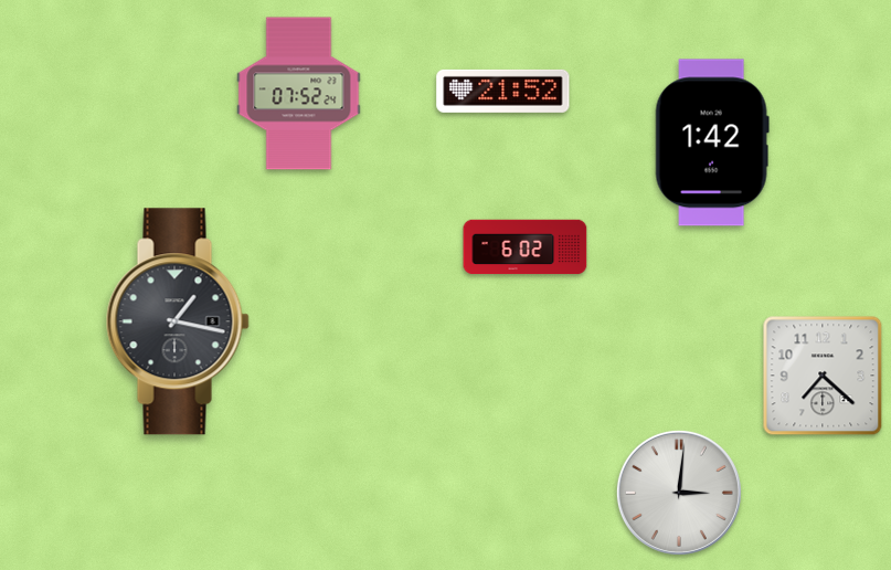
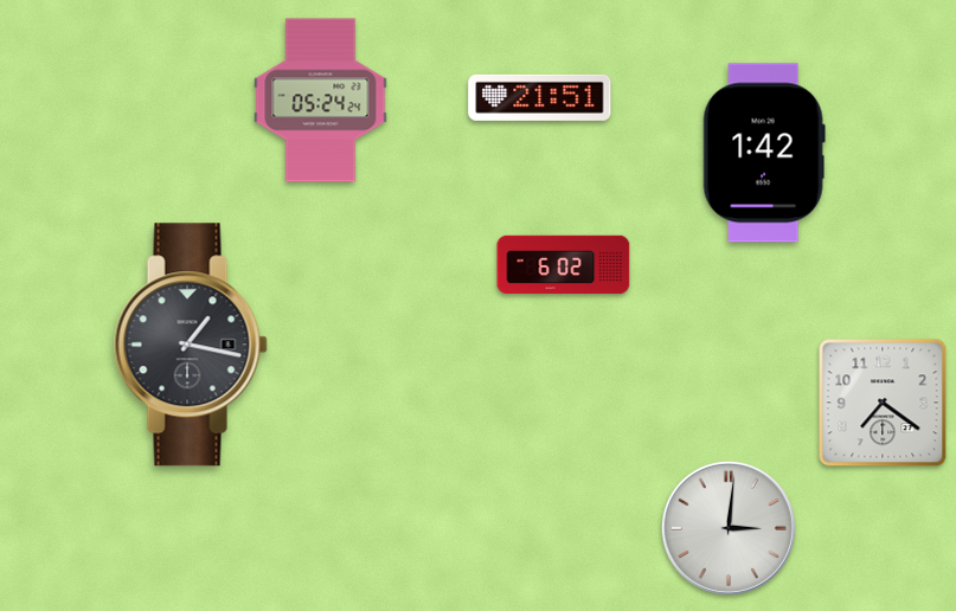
clock at (503, 91): 21:52 -> 21:51
clock at (299, 94): 07:52 -> 05:24
clock at (823, 376): 7:22 -> 7:21
